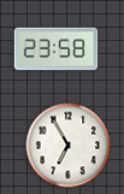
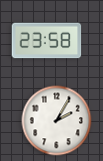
clock at (69, 146): 6:55 -> 2:05
